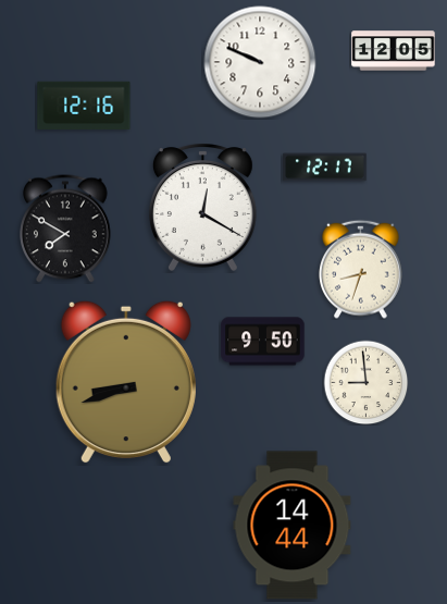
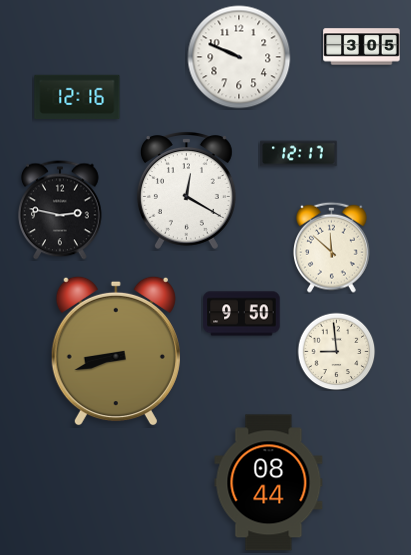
clock at (394, 51): 12:05 -> 3:05
clock at (66, 229): 7:50 -> 2:47
clock at (361, 269): 8:33 -> 11:52
clock at (293, 526): 14:44 -> 08:44
